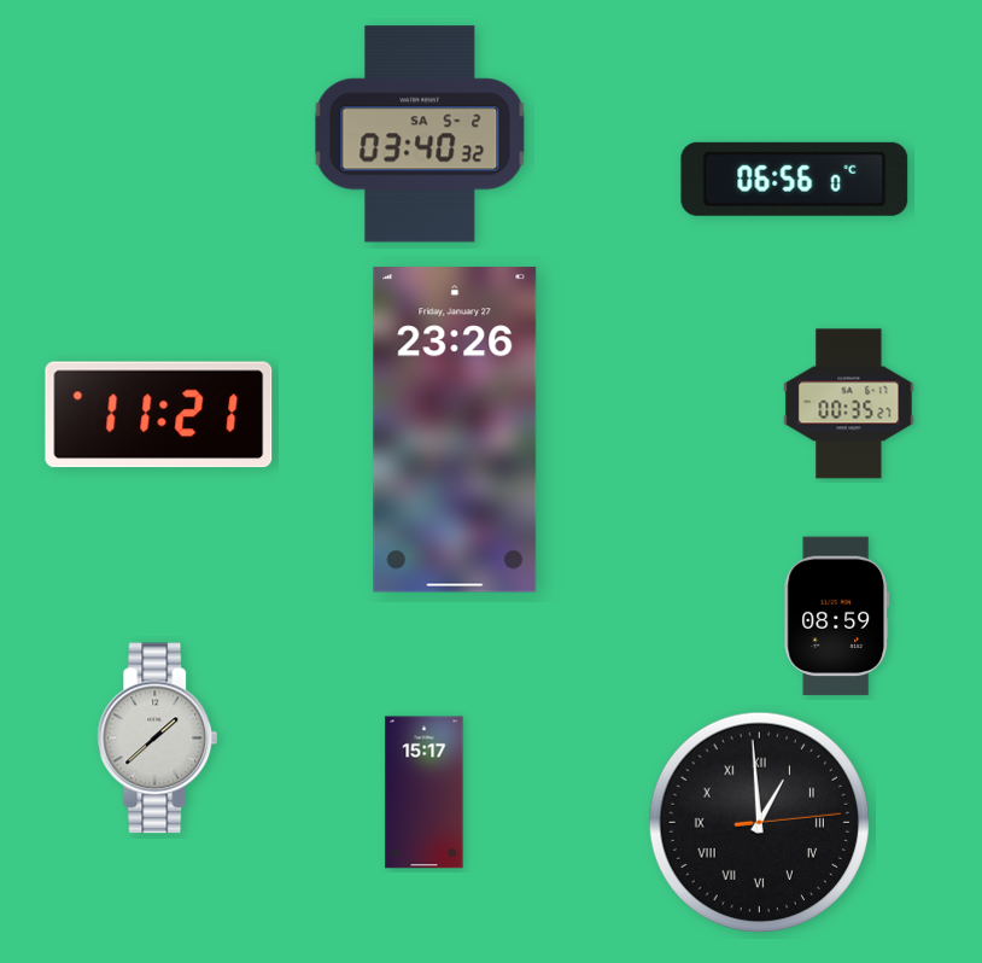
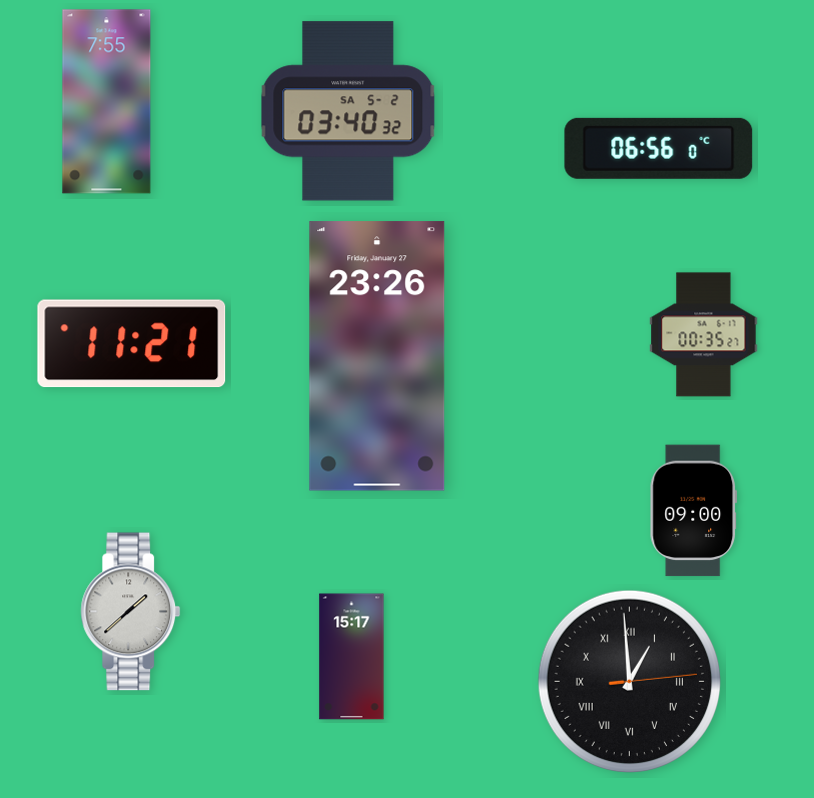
clock at (107, 102): none -> 7:55
clock at (837, 617): 08:59 -> 09:00
